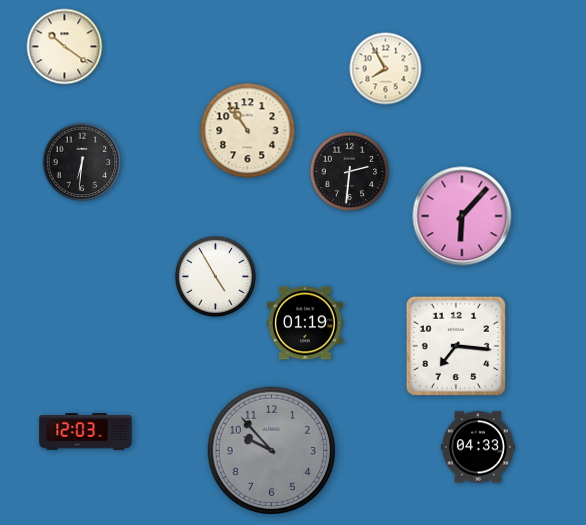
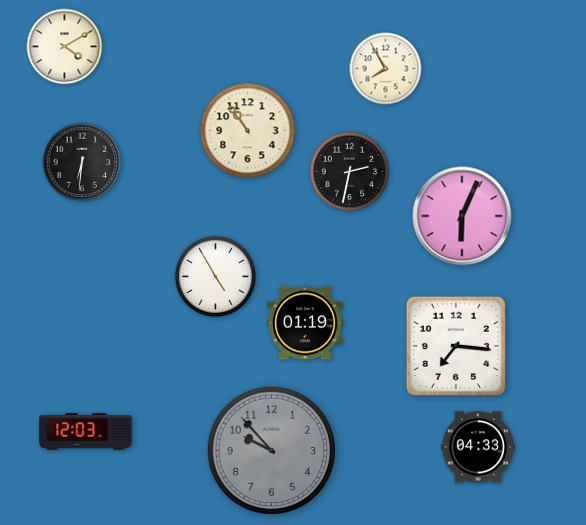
clock at (65, 47): 10:21 -> 4:10
clock at (350, 172): 2:31 -> 2:32
clock at (462, 216): 6:07 -> 6:04
